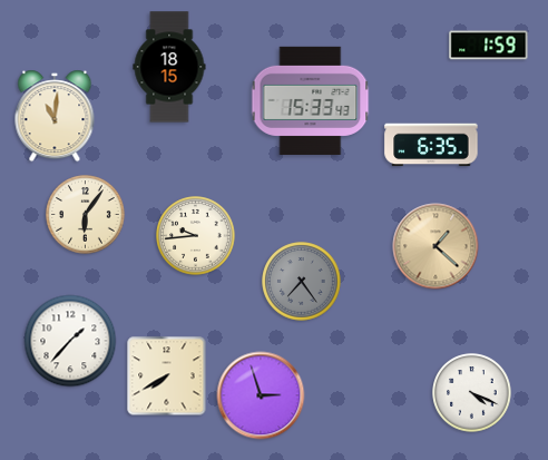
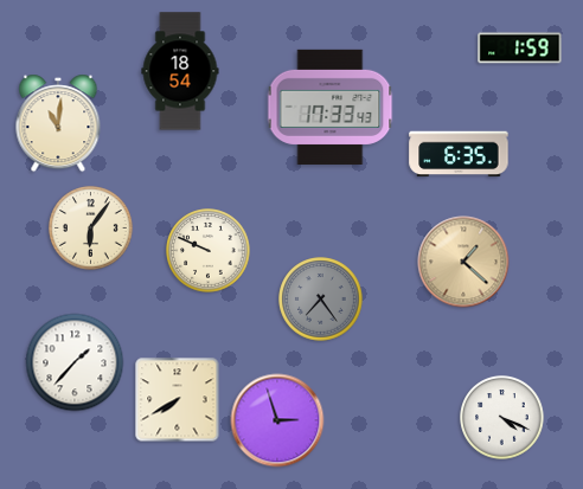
clock at (169, 67): 18:15 -> 18:54
clock at (311, 100): 15:33 -> 17:33
clock at (196, 236): 9:44 -> 9:49
